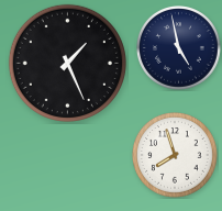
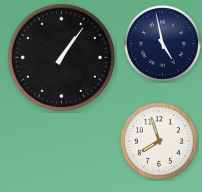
clock at (67, 63): 1:26 -> 1:06
